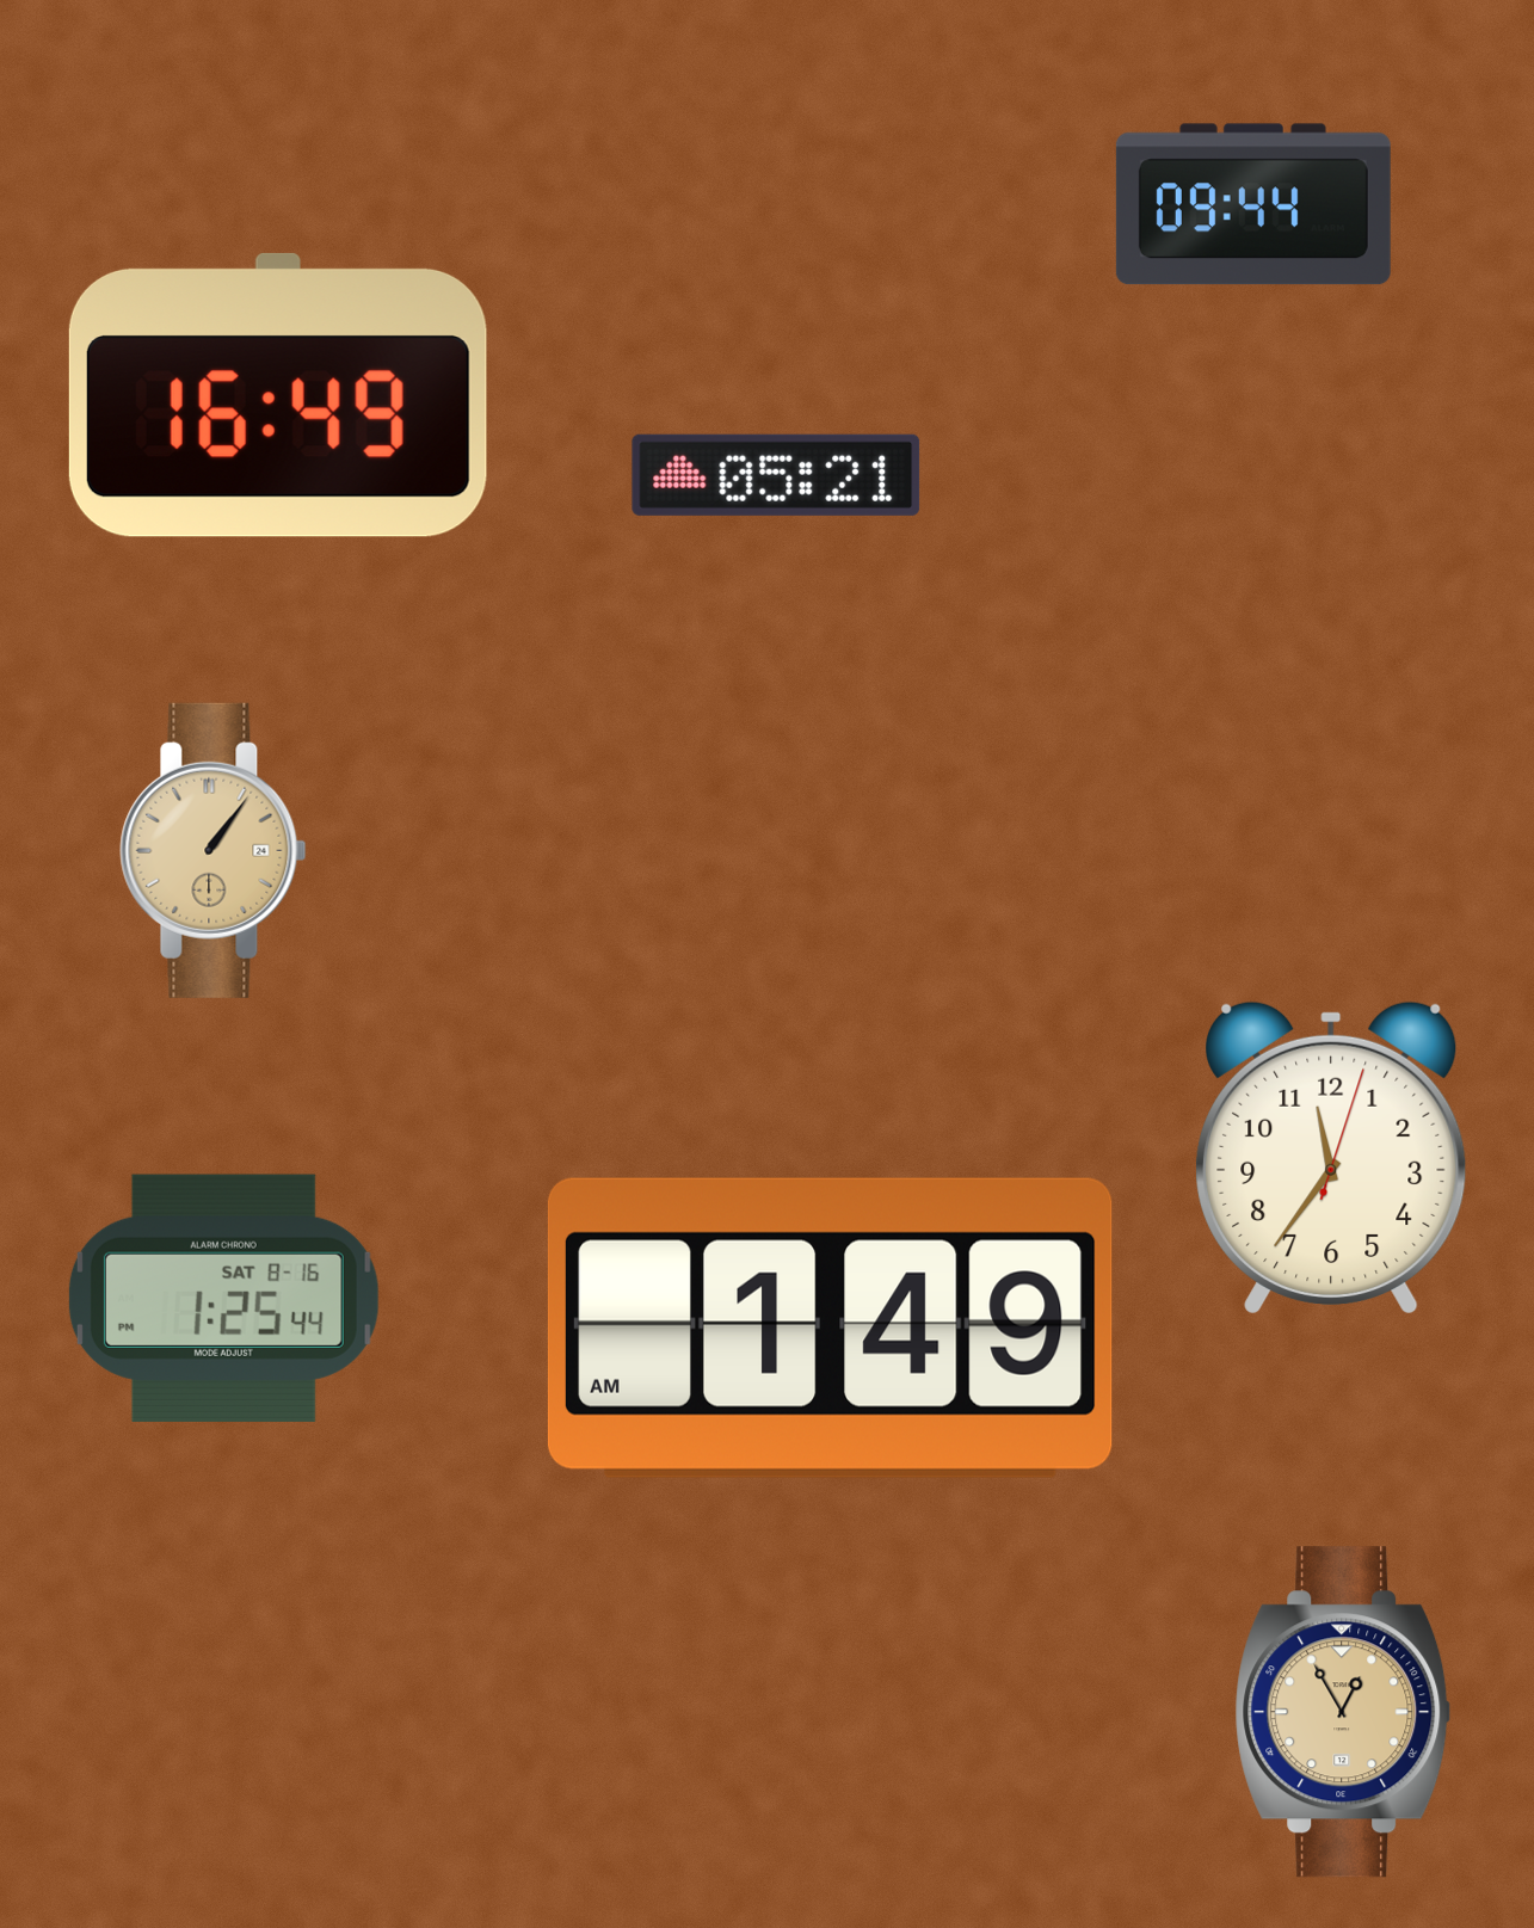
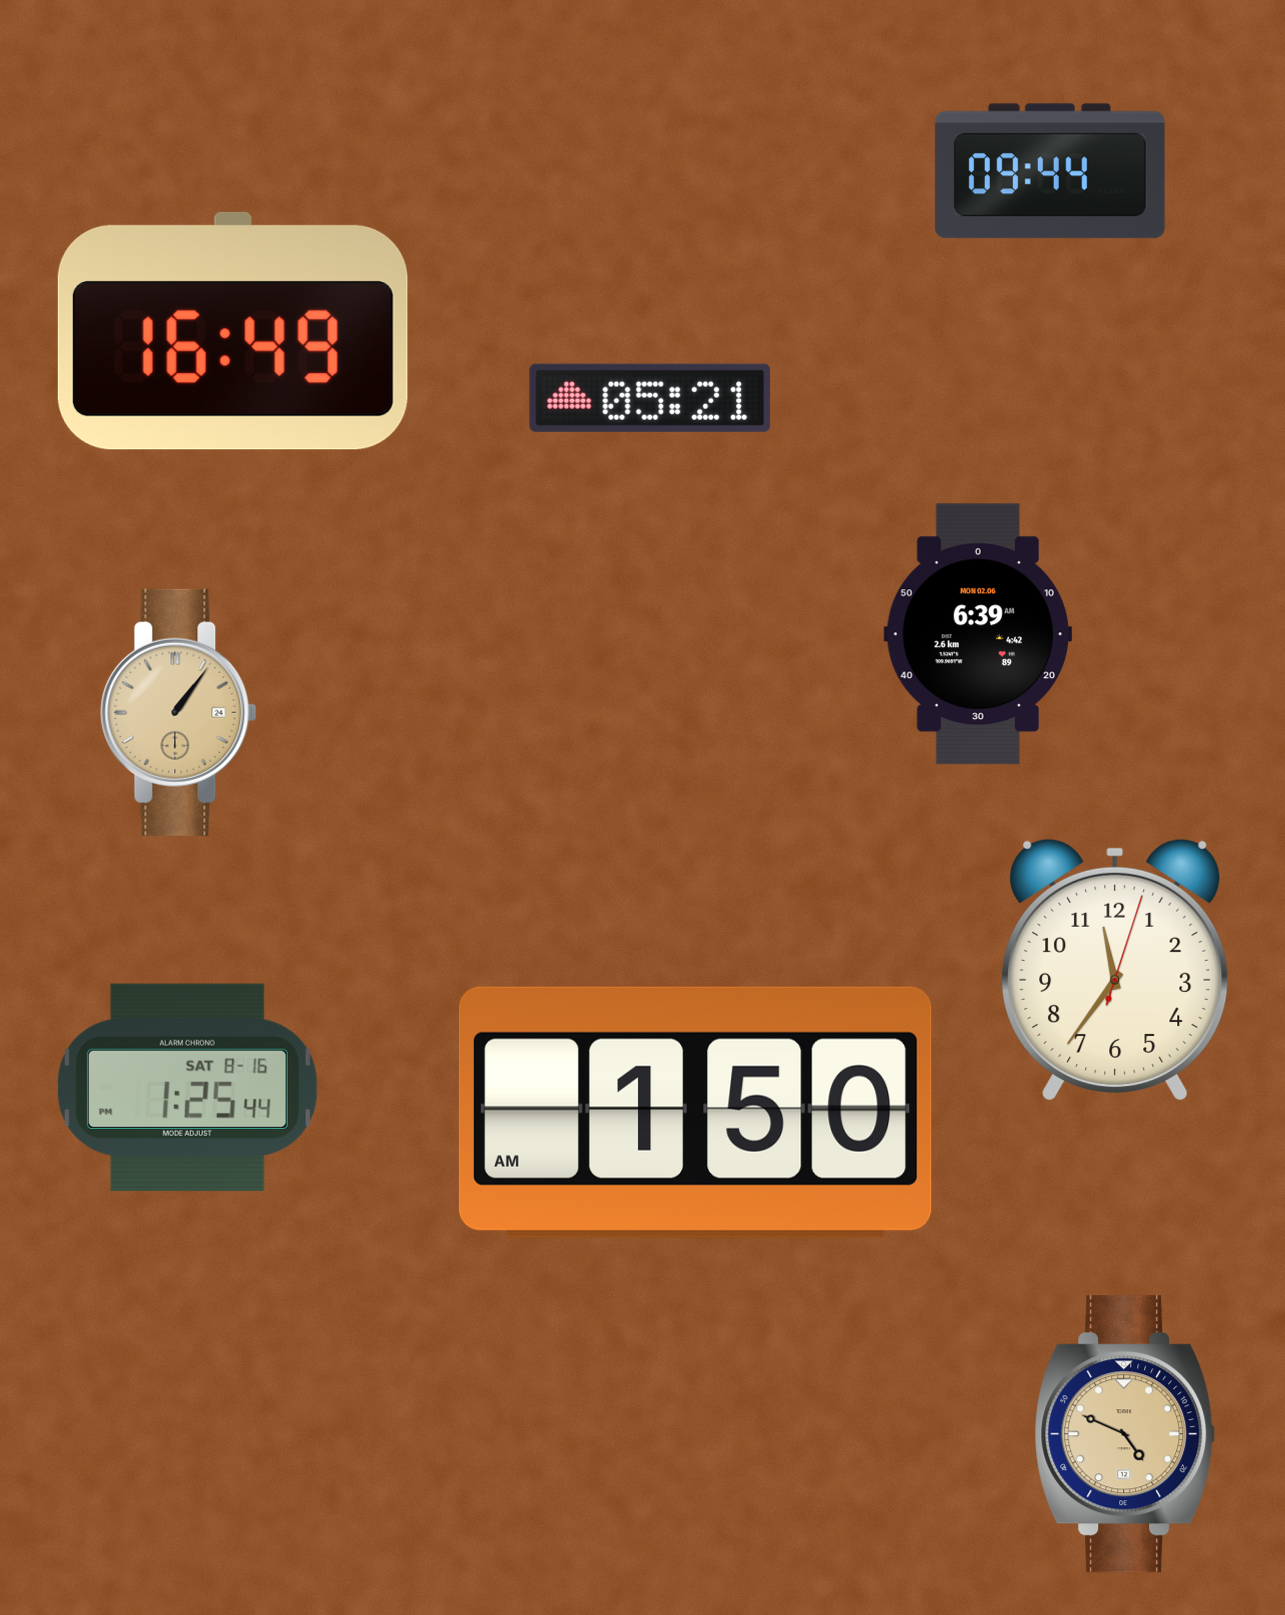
clock at (977, 634): none -> 6:39
clock at (830, 1328): 1:49 -> 1:50
clock at (1343, 1712): 12:55 -> 4:49
